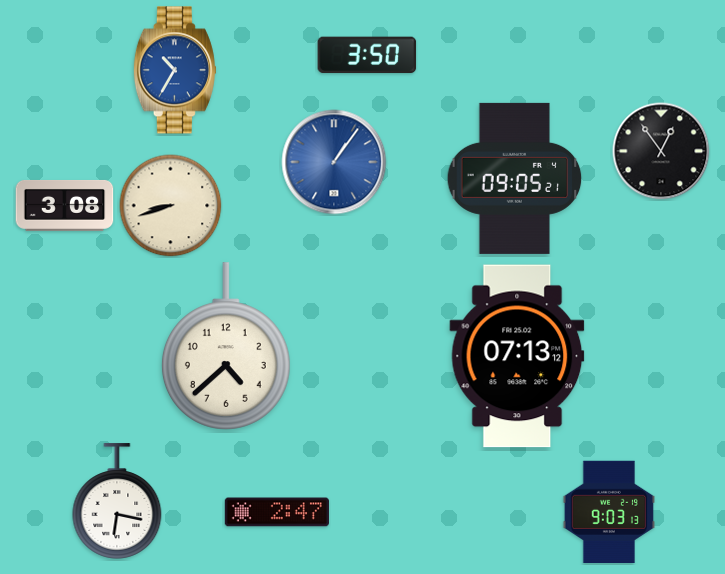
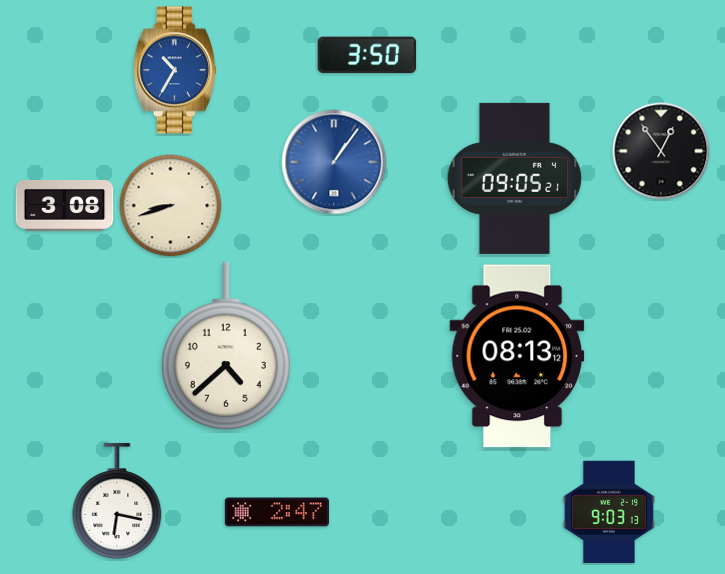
clock at (517, 356): 07:13 -> 08:13
